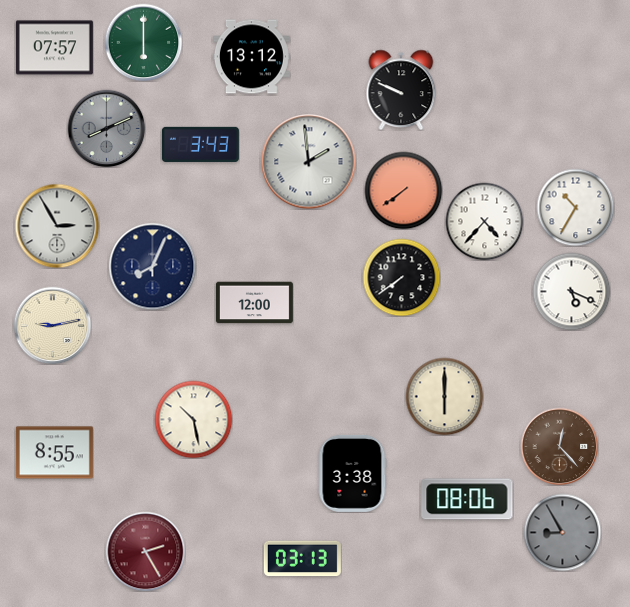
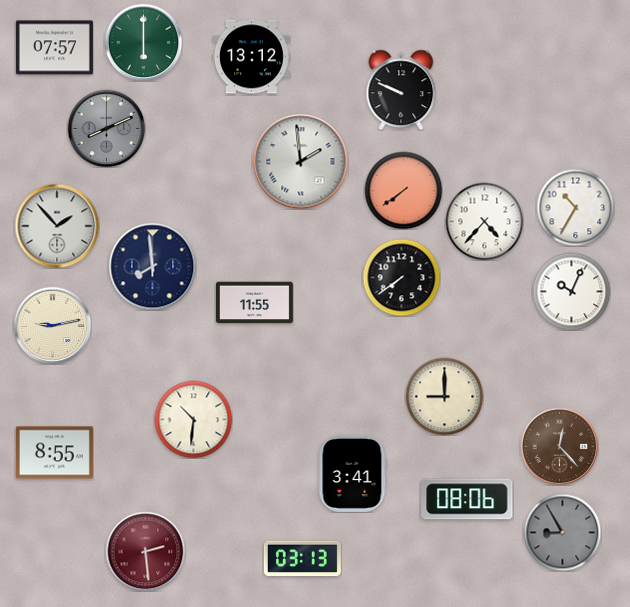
clock at (200, 144): 3:43 -> none
clock at (308, 161) position: (308, 161) -> (300, 161)
clock at (57, 226): 2:55 -> 1:53
clock at (152, 266): 8:04 -> 7:59
clock at (571, 291): 5:19 -> 10:04
clock at (254, 303): 12:00 -> 11:55
clock at (444, 396): 6:00 -> 9:00
clock at (193, 419): 10:28 -> 10:31
clock at (352, 473): 3:38 -> 3:41
clock at (145, 551): 2:25 -> 2:29
